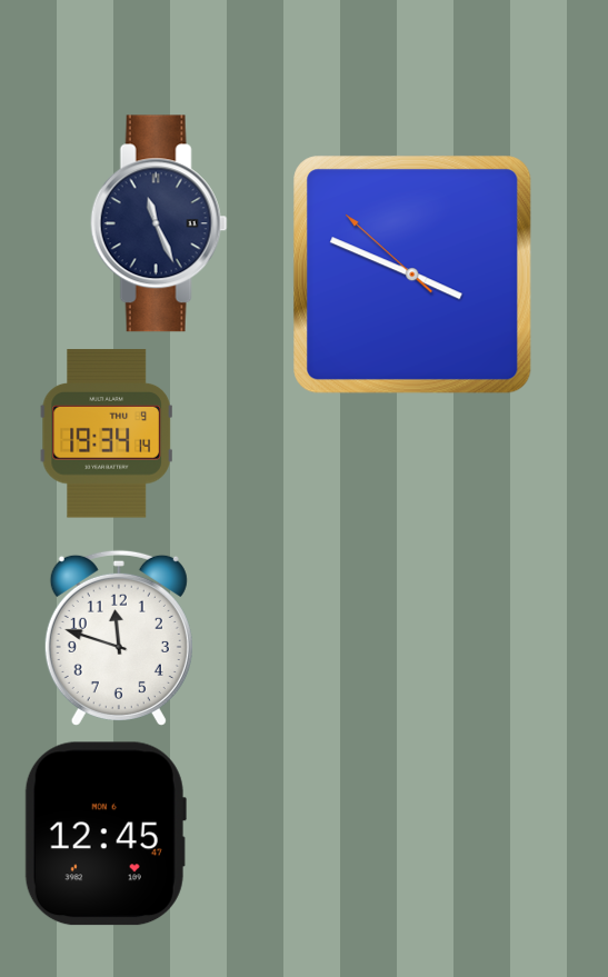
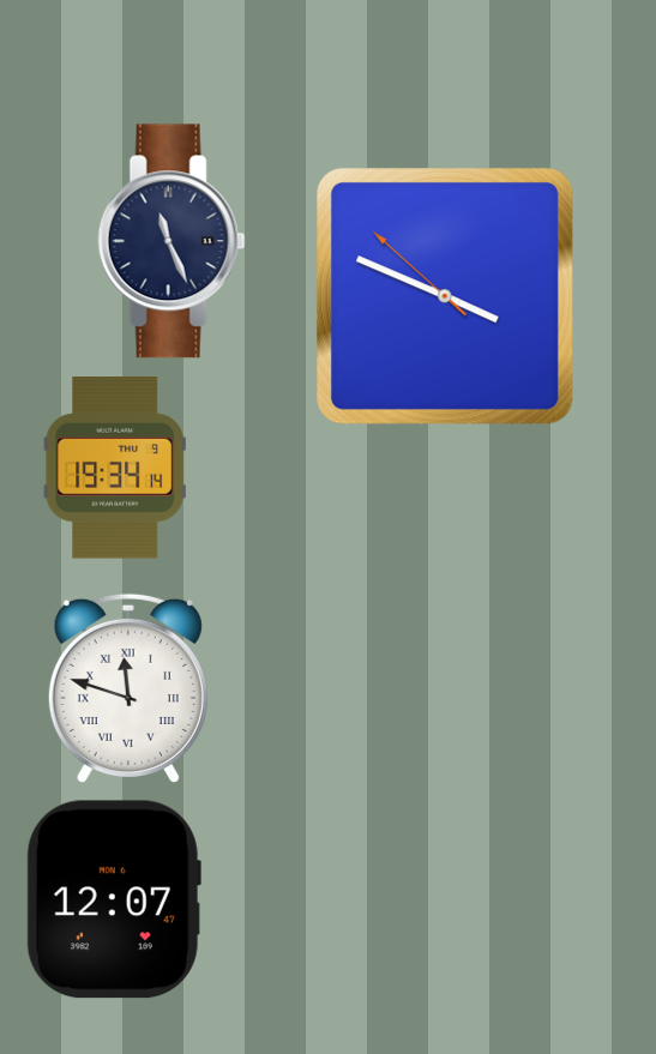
clock at (119, 638) numerals: Arabic -> Roman
clock at (106, 834): 12:45 -> 12:07
